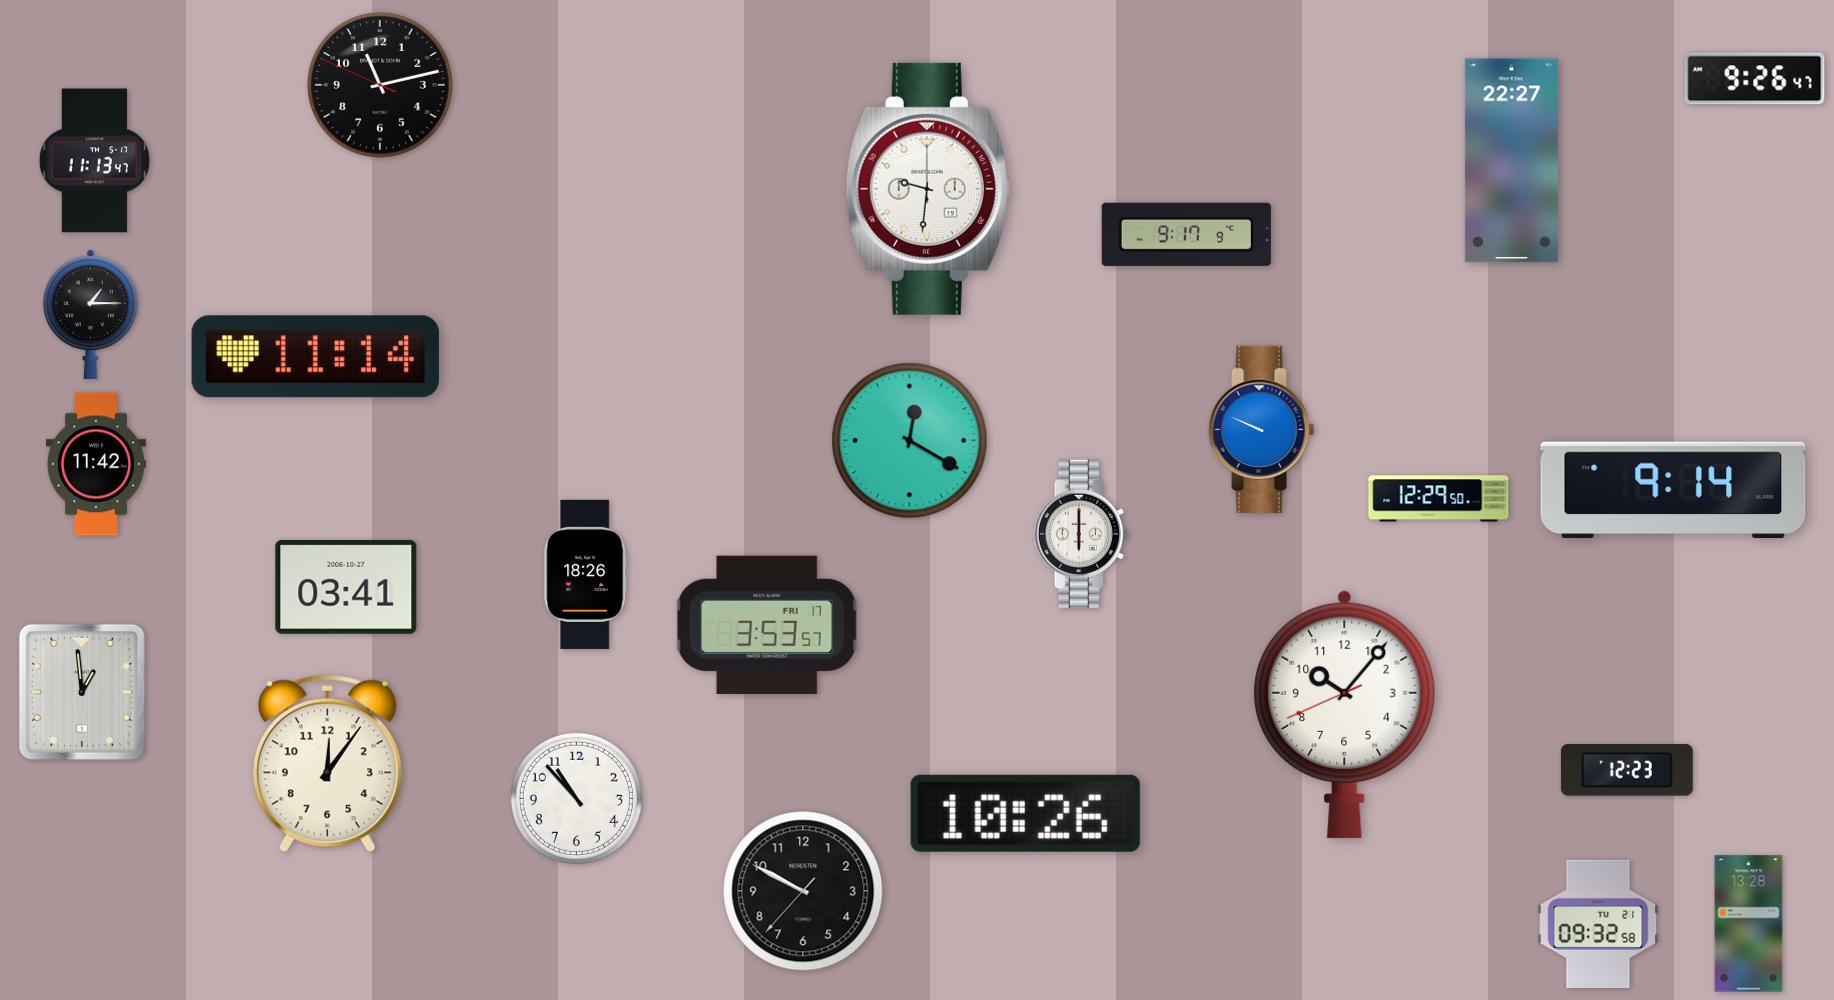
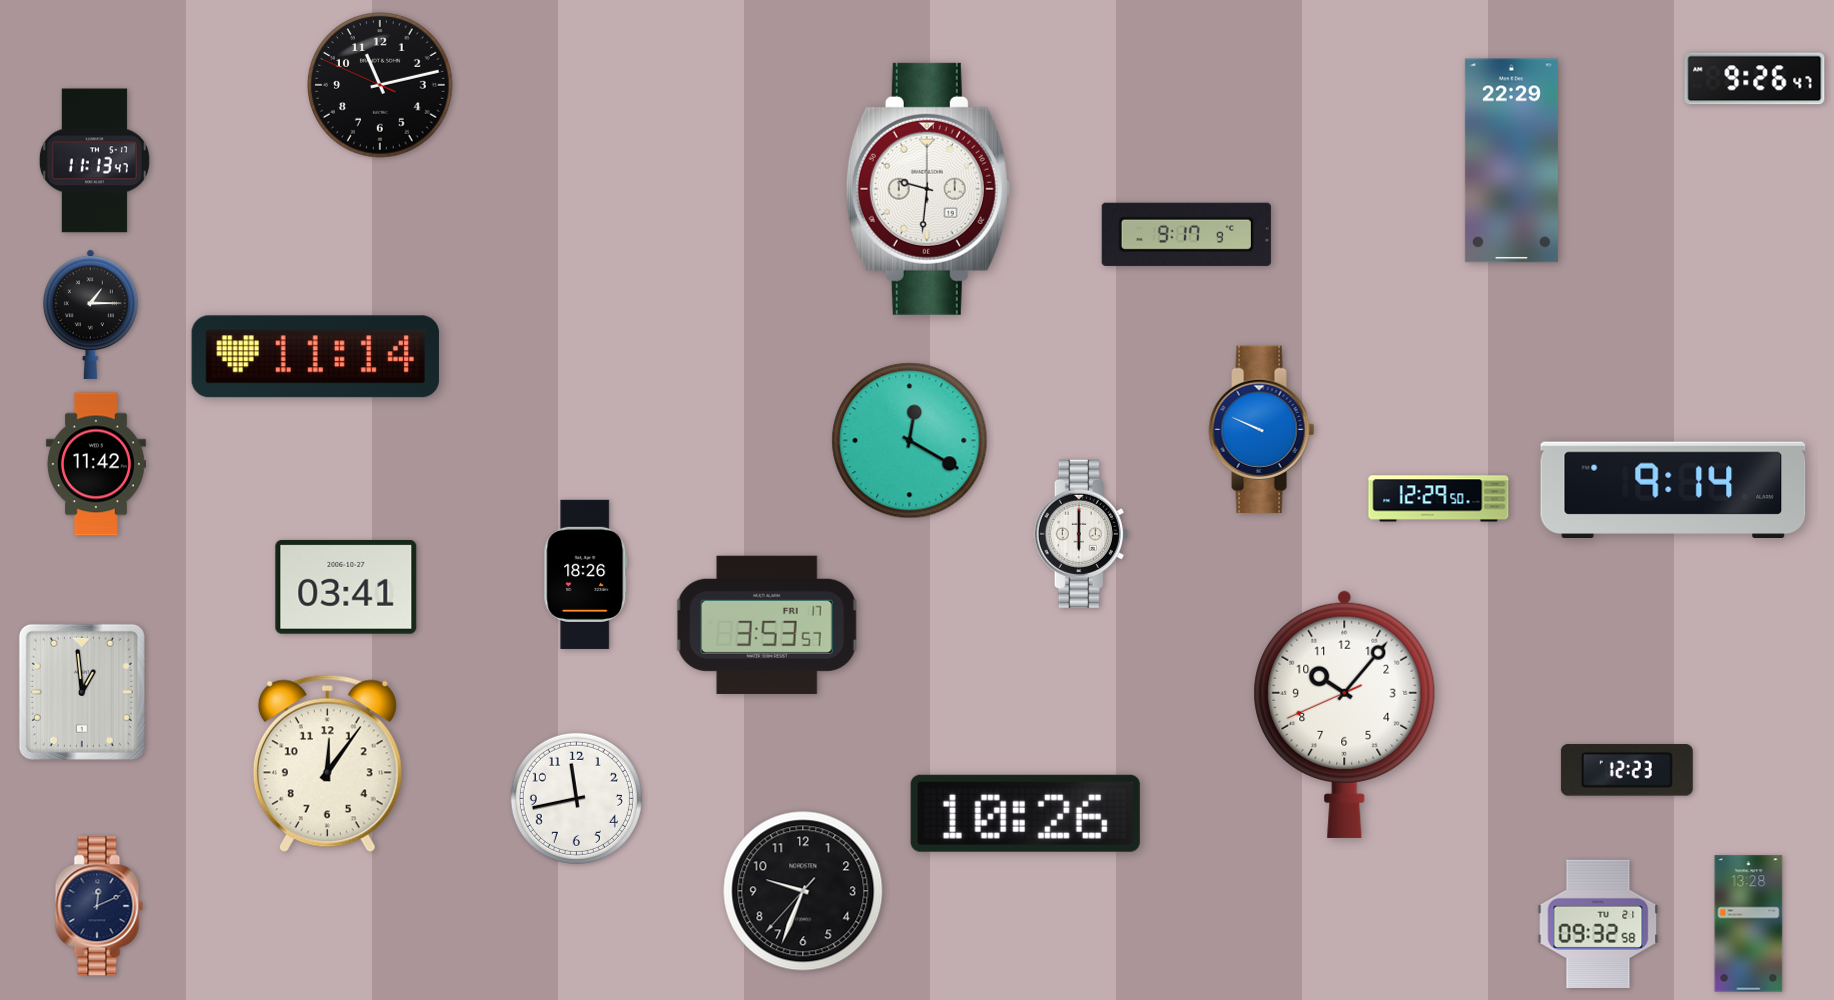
clock at (1511, 161): 22:27 -> 22:29
clock at (576, 798): 10:53 -> 11:43
clock at (803, 891): 9:49 -> 9:33
clock at (99, 906): none -> 12:11
